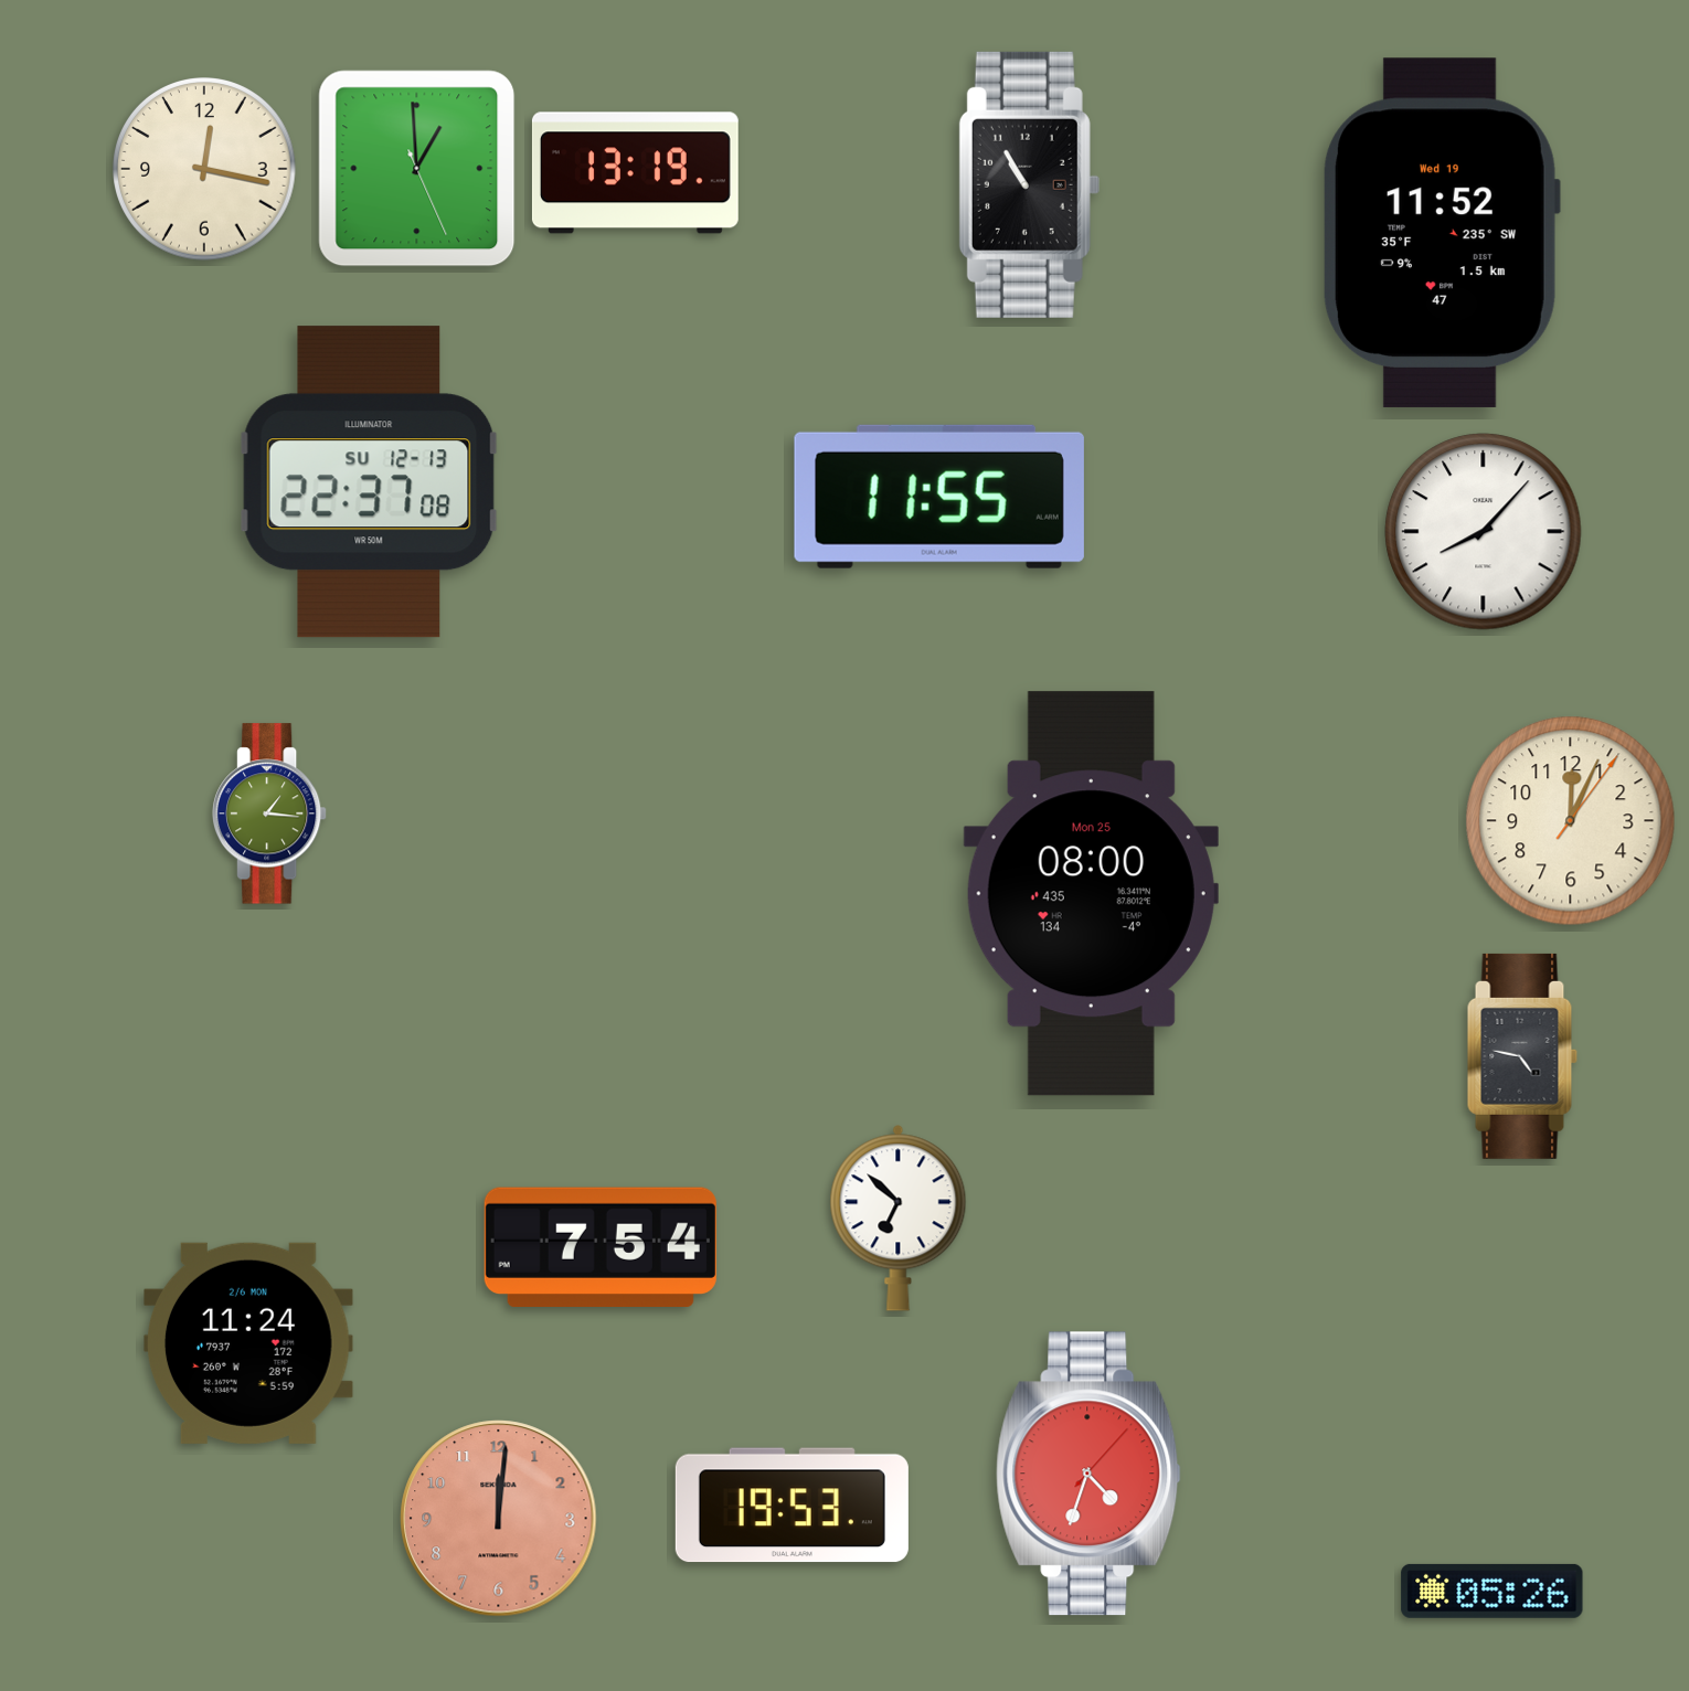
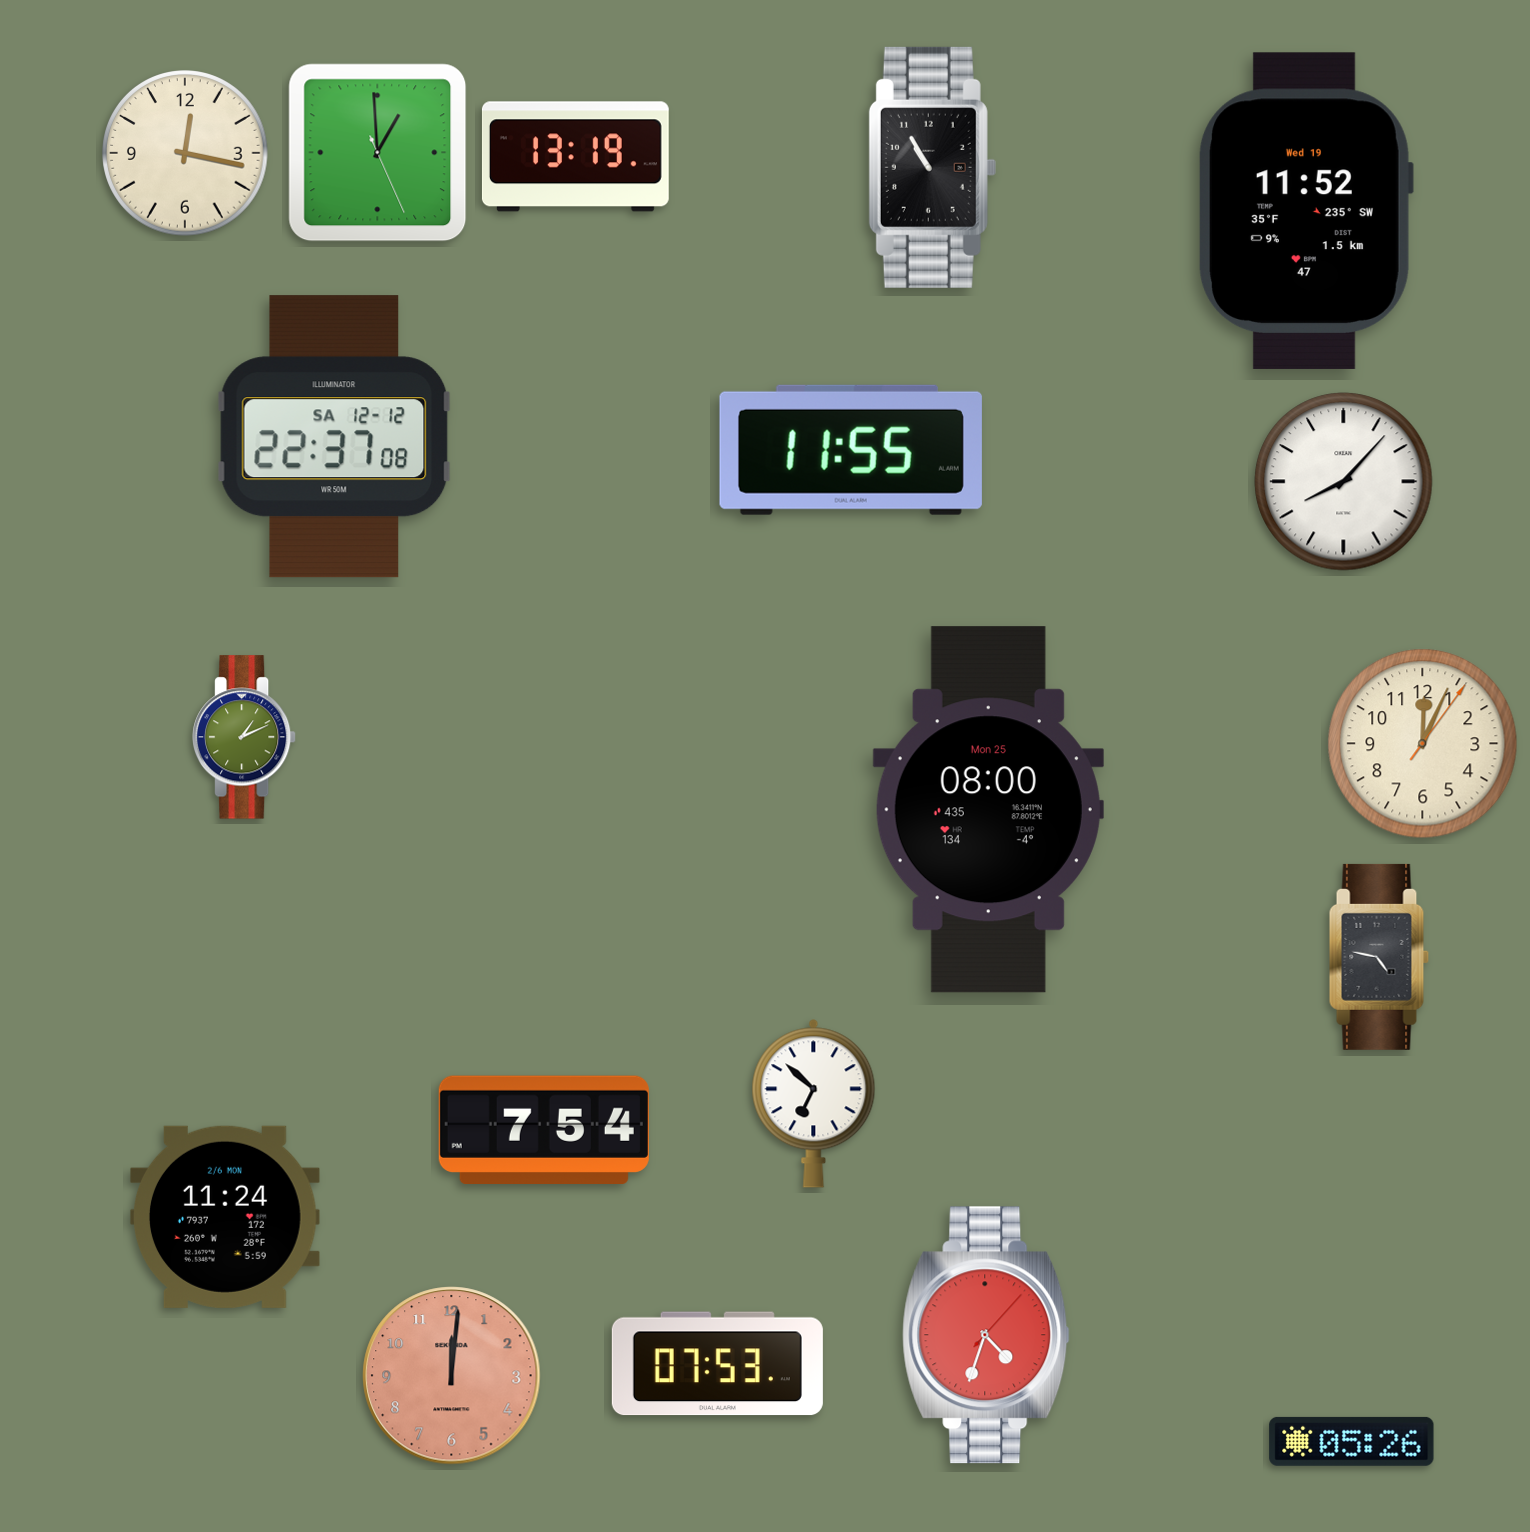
clock at (370, 482) date: SU 12-13 -> SA 12-12
clock at (269, 813): 1:16 -> 1:11
clock at (792, 1506): 19:53 -> 07:53
